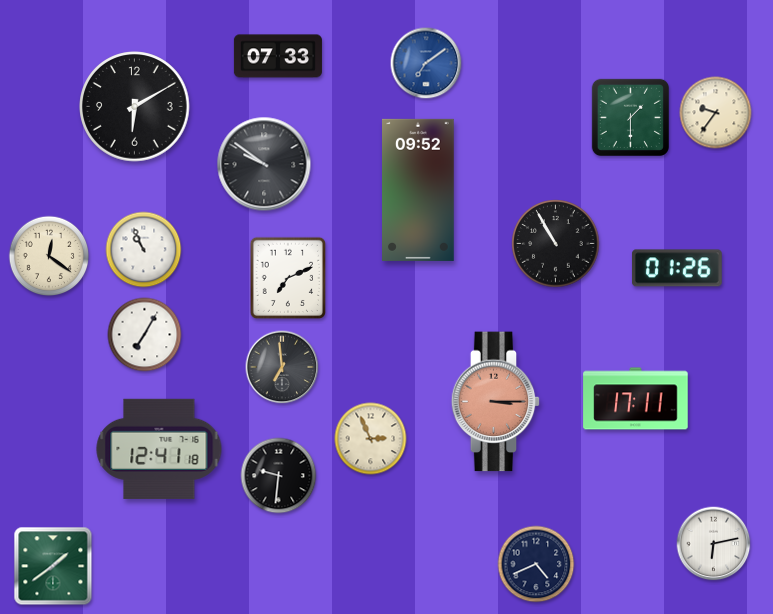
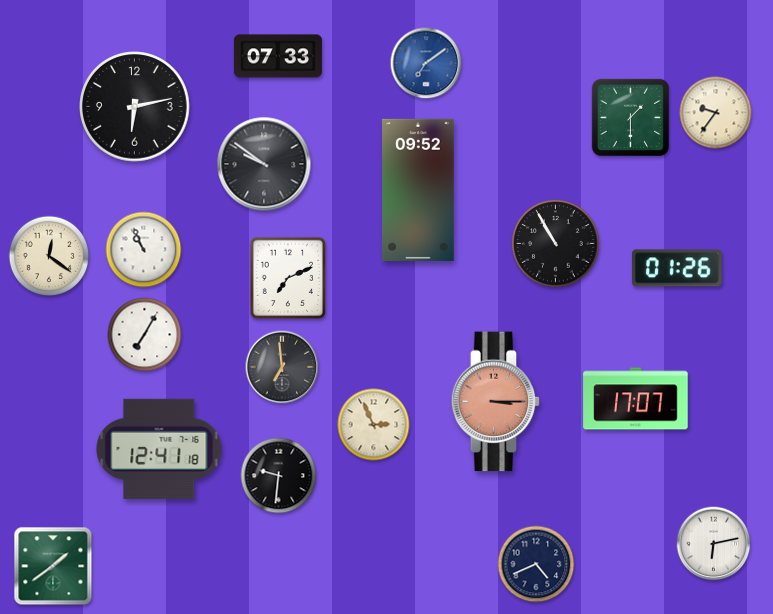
clock at (135, 107): 6:10 -> 6:13
clock at (636, 399): 17:11 -> 17:07
clock at (371, 439) position: (371, 439) -> (374, 425)
